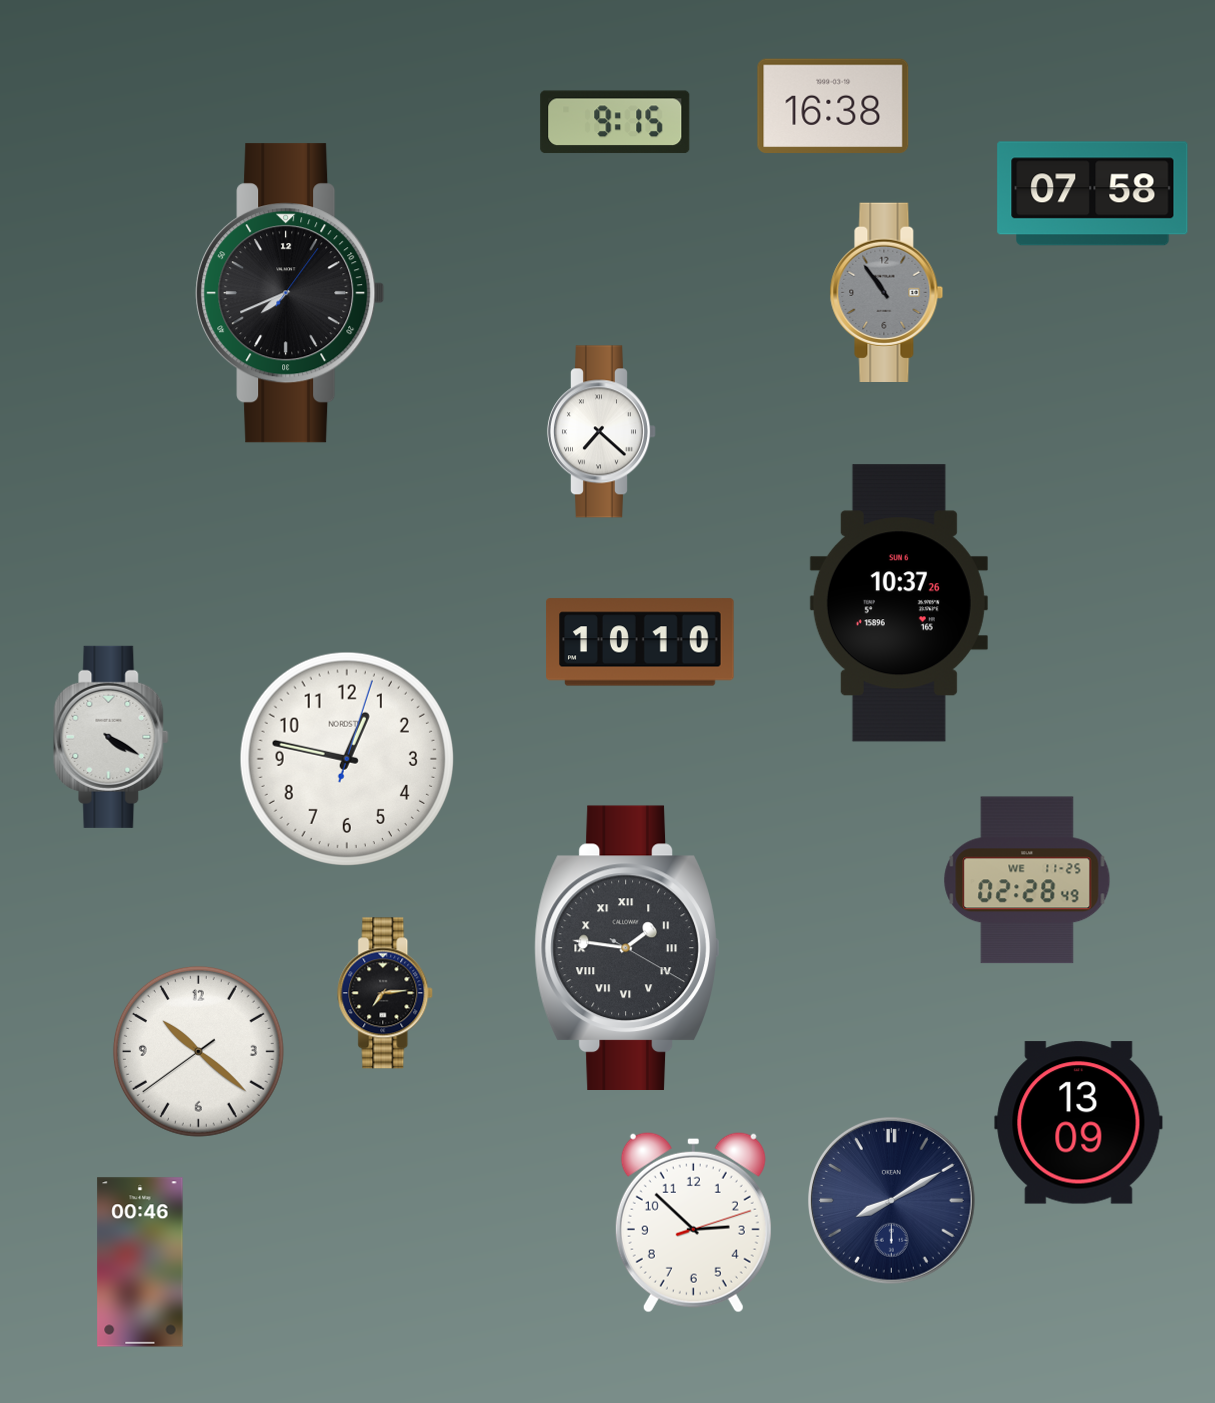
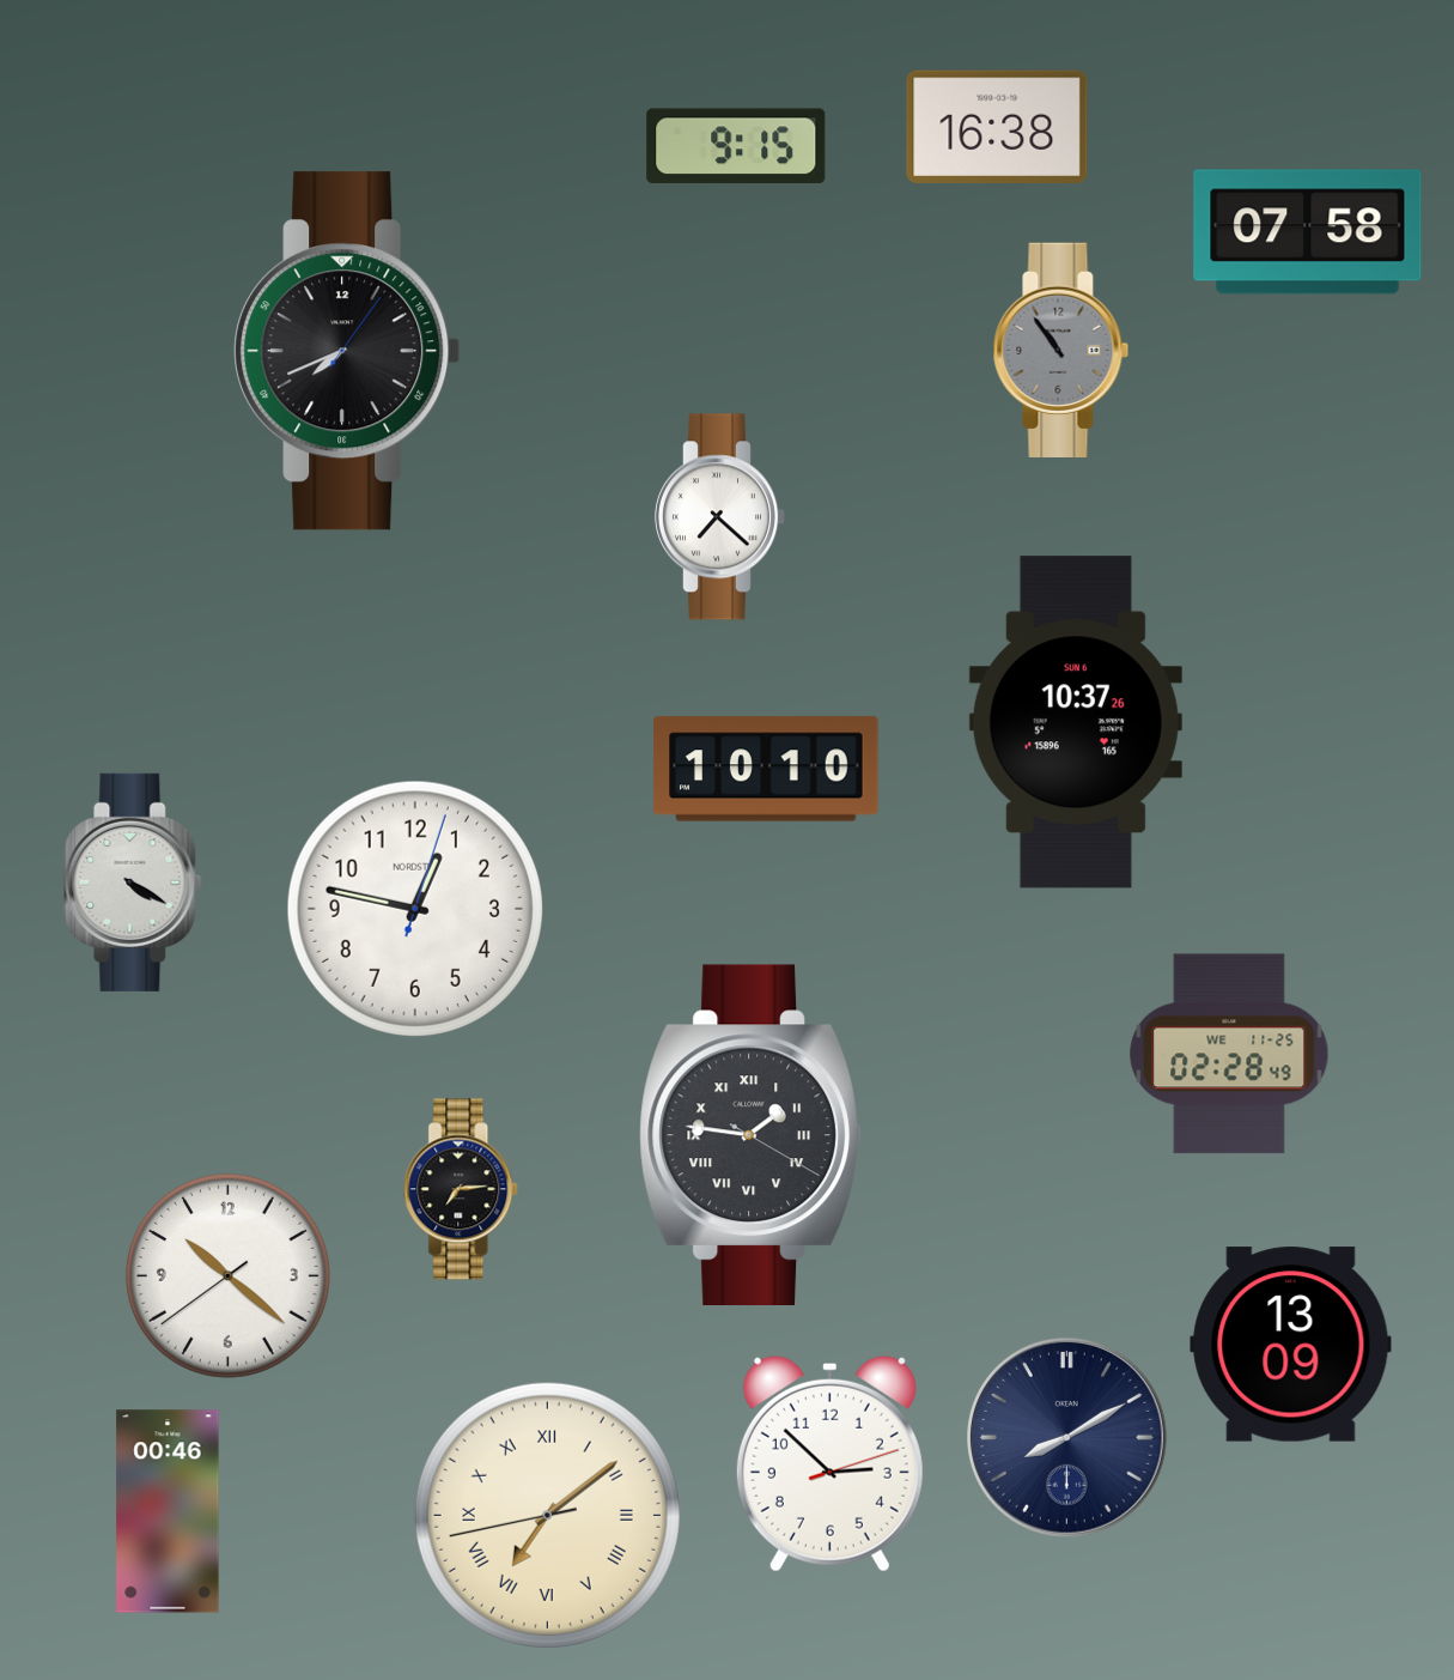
clock at (198, 1051) position: (198, 1051) -> (227, 1275)
clock at (547, 1515): none -> 7:08
